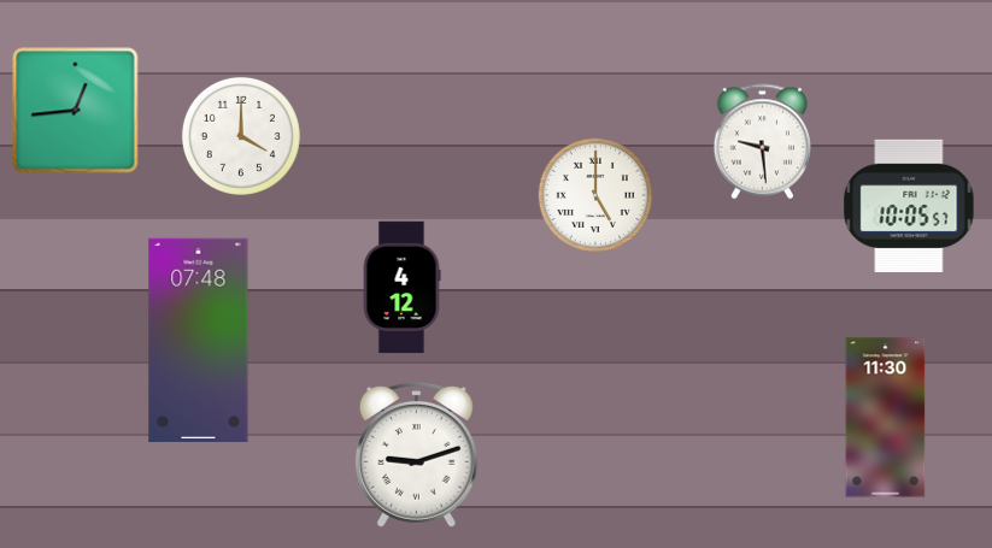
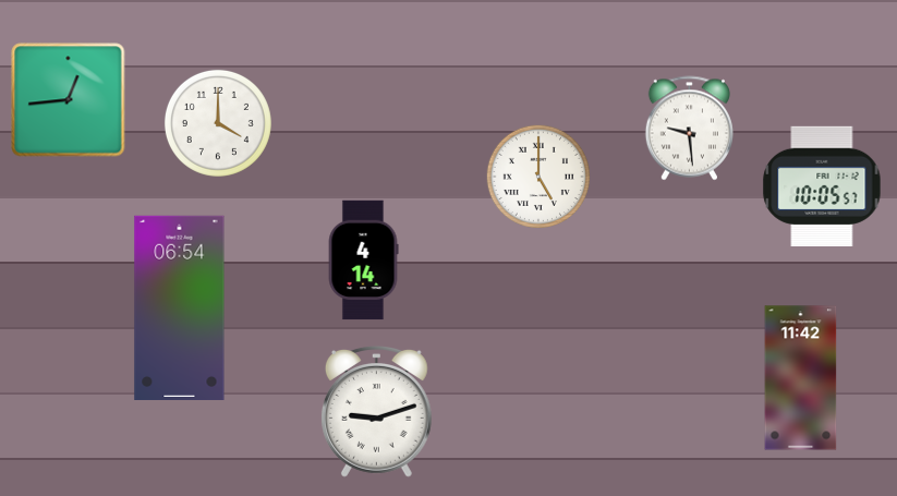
clock at (401, 288): 4:12 -> 4:14
clock at (199, 340): 07:48 -> 06:54
clock at (886, 418): 11:30 -> 11:42
